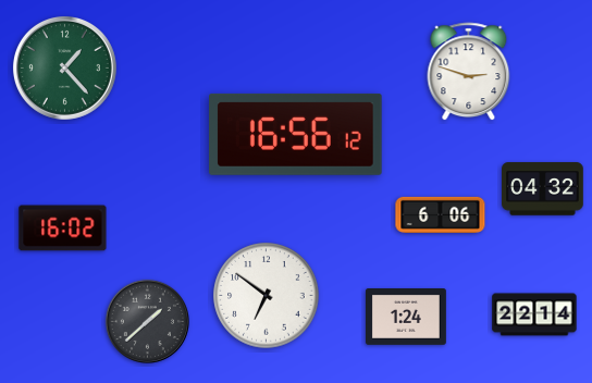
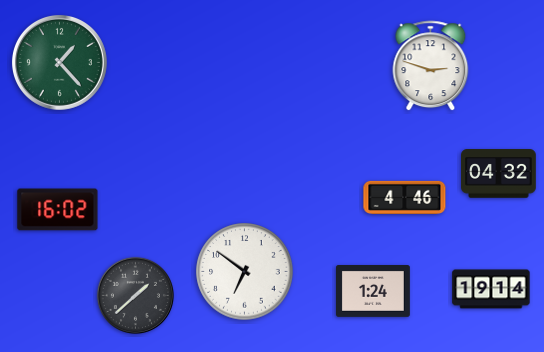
clock at (296, 134): 16:56 -> none
clock at (441, 214): 6:06 -> 4:46
clock at (534, 314): 22:14 -> 19:14
